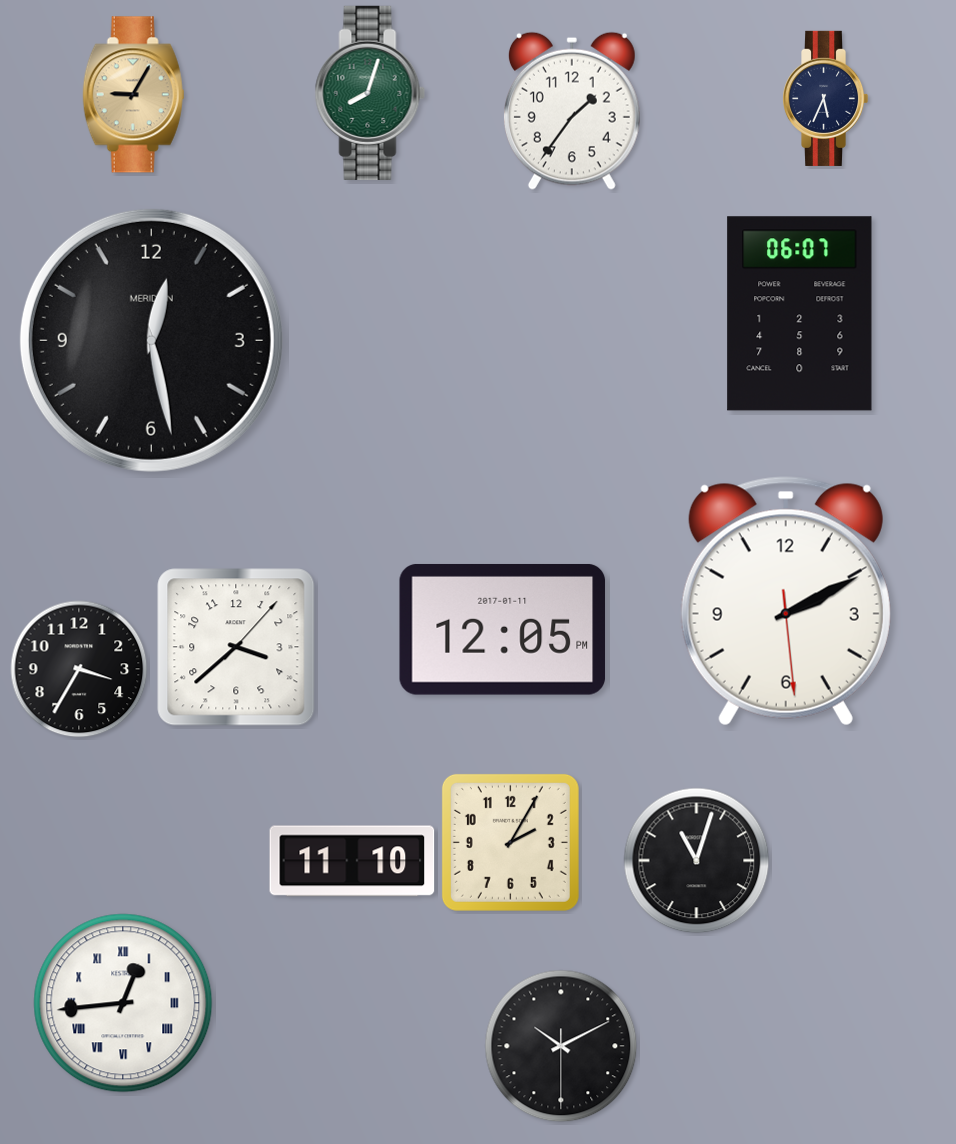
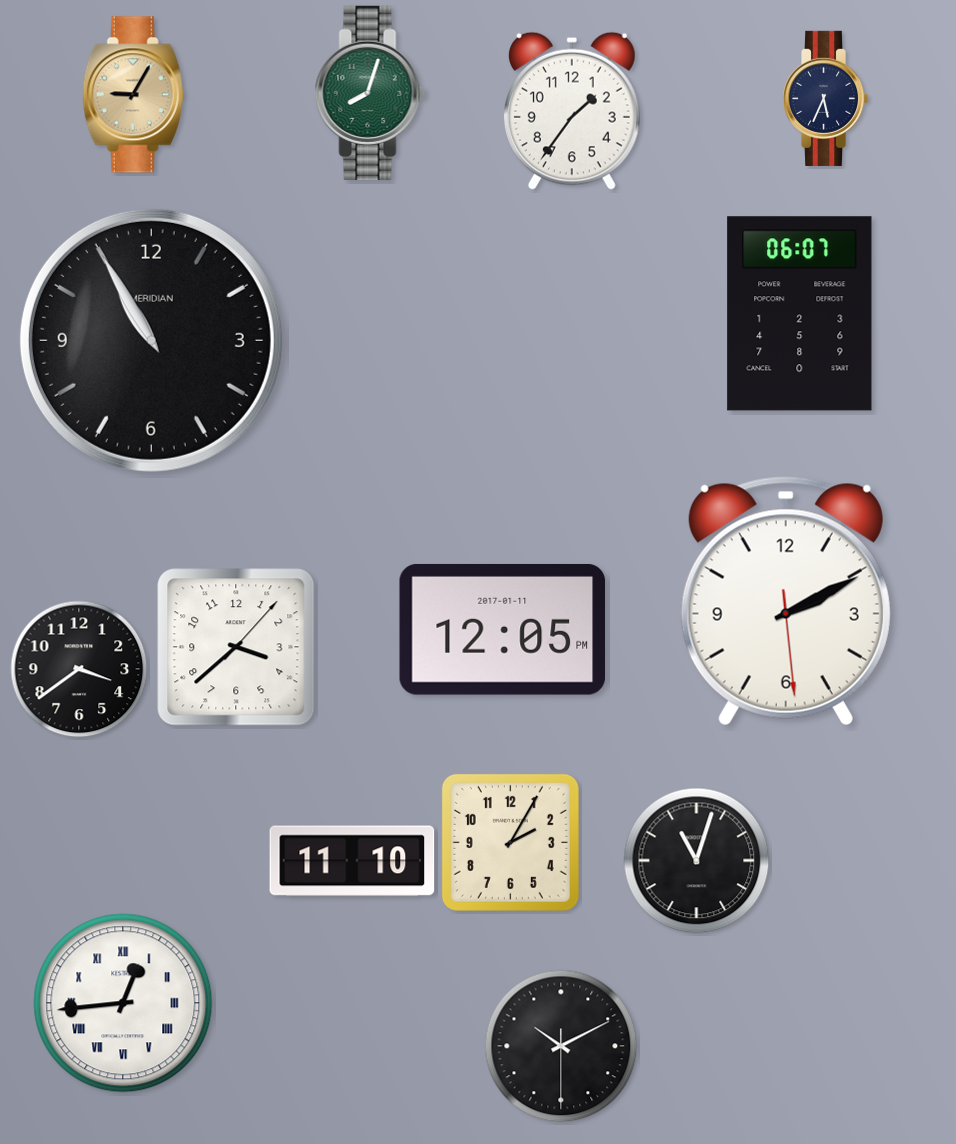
clock at (151, 340): 12:28 -> 10:55
clock at (79, 669): 3:35 -> 3:39
